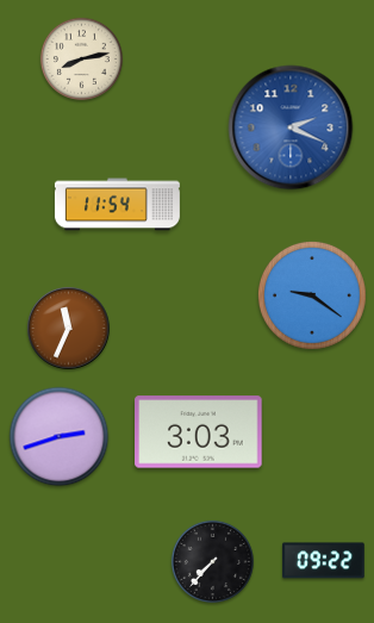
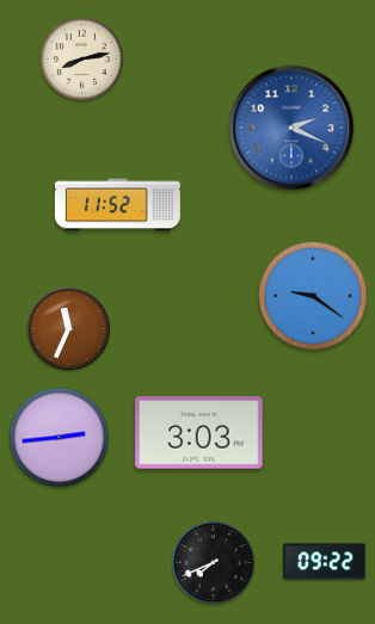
clock at (117, 205): 11:54 -> 11:52
clock at (60, 437): 2:42 -> 2:44
clock at (212, 561): 7:37 -> 7:41
